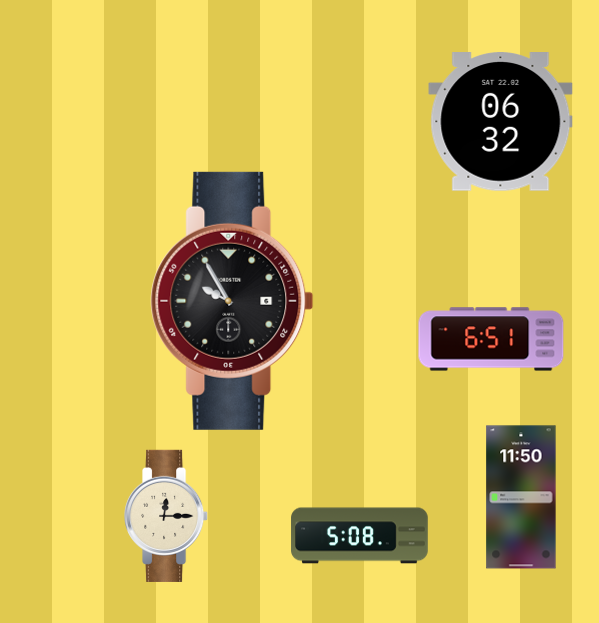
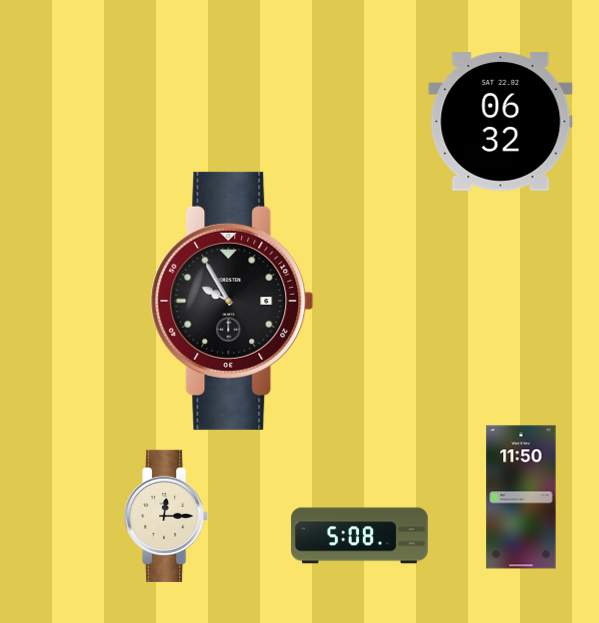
clock at (491, 339): 6:51 -> none
